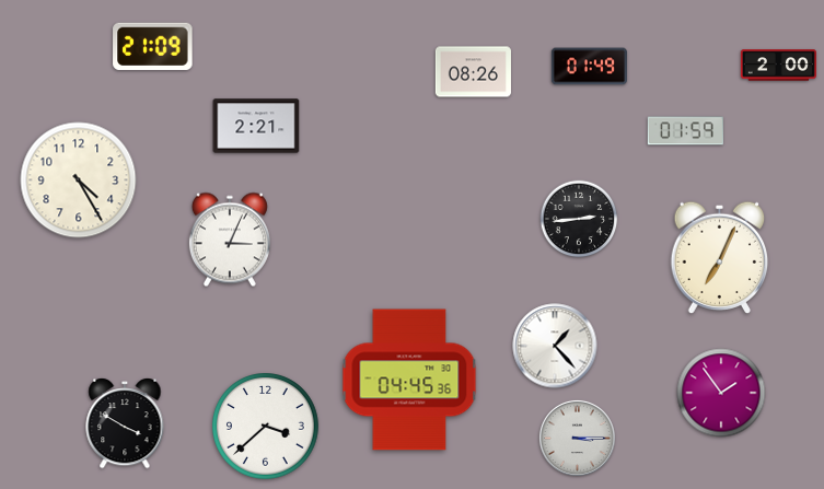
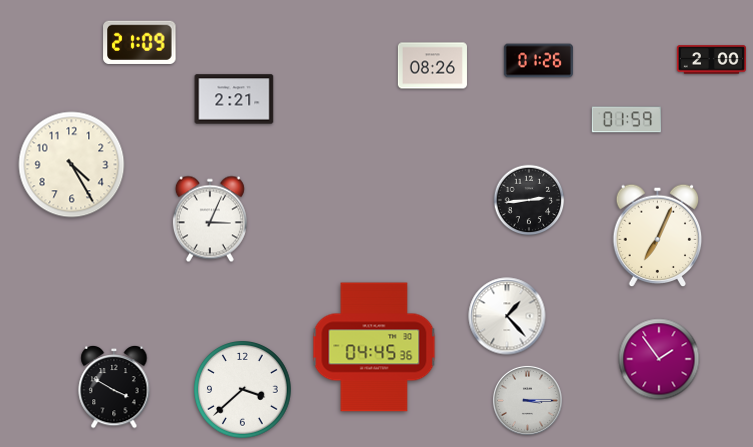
clock at (589, 67): 01:49 -> 01:26
clock at (256, 126) position: (256, 126) -> (234, 99)
